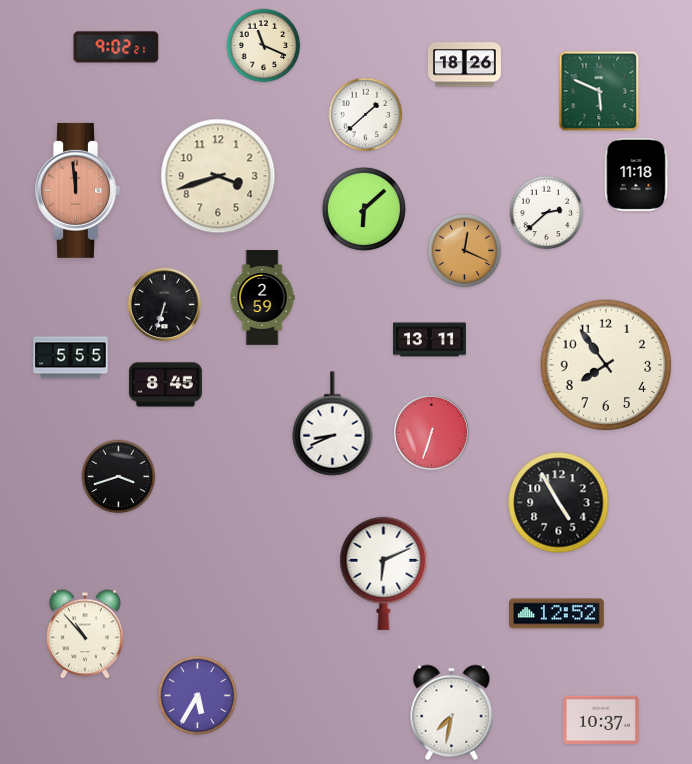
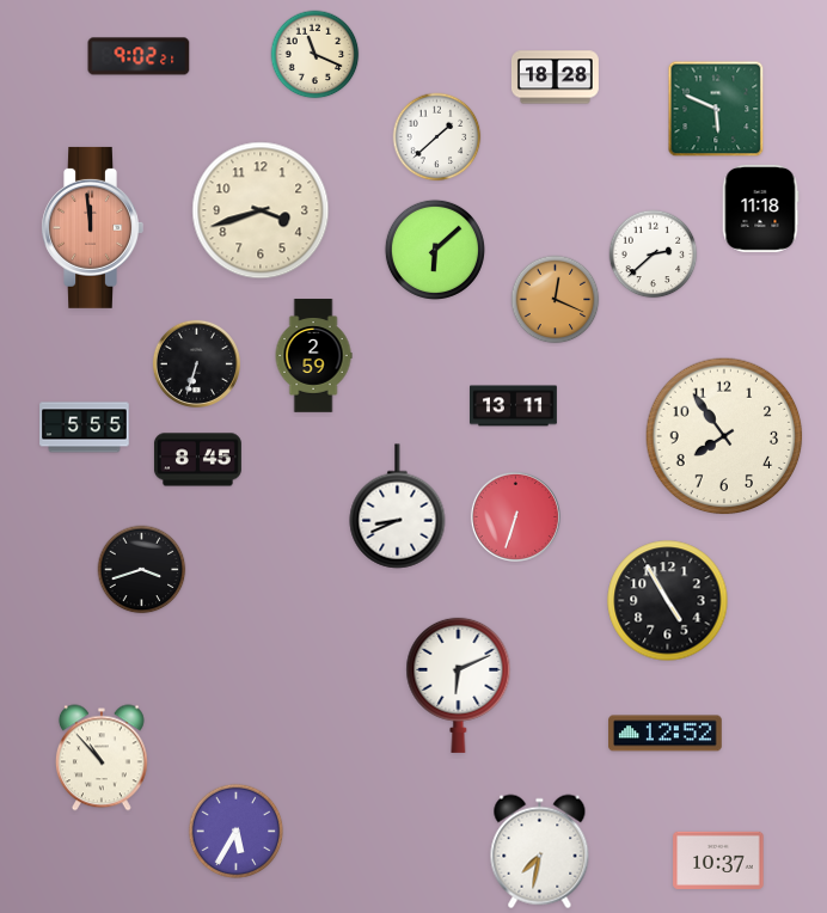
clock at (464, 65): 18:26 -> 18:28
